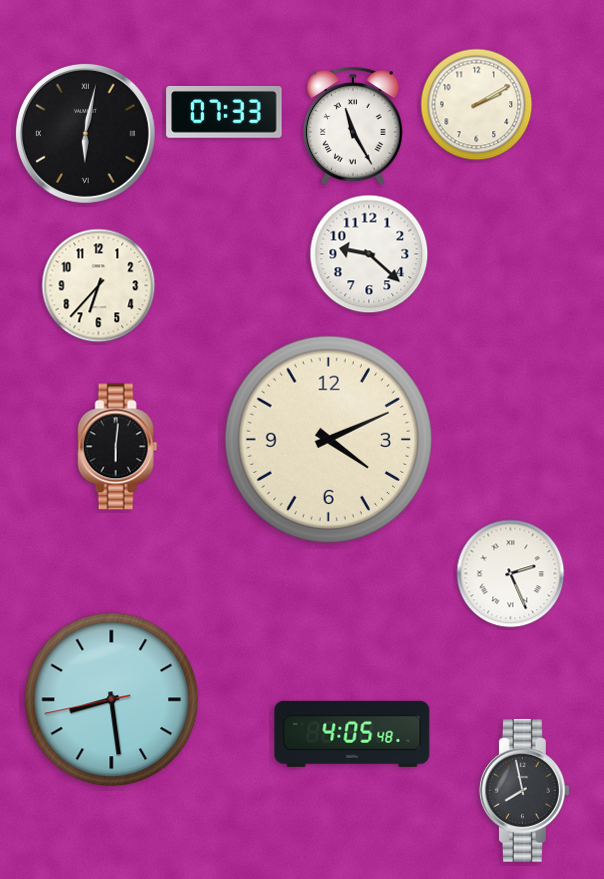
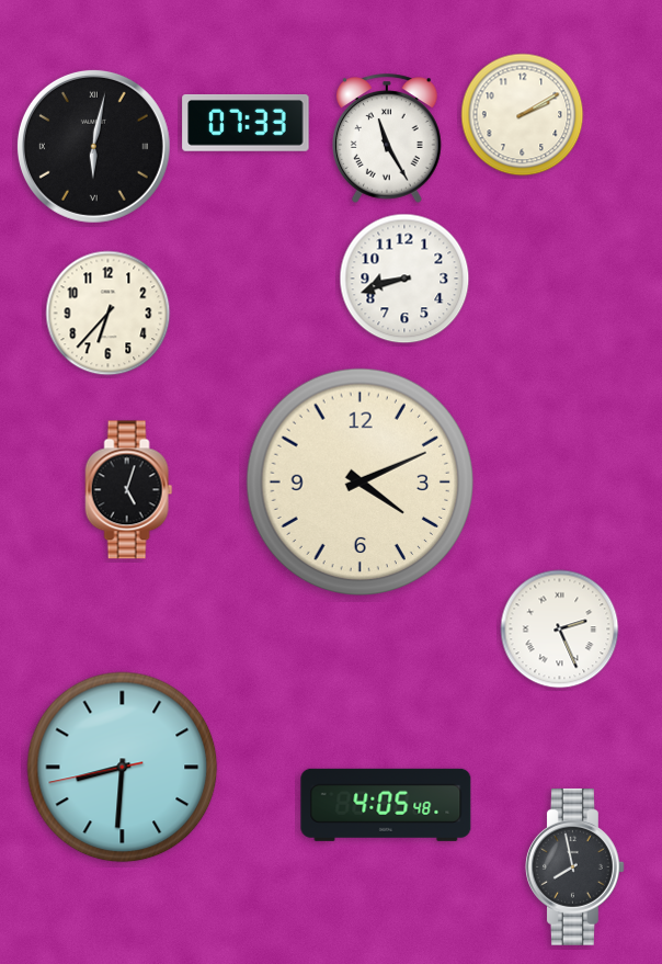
clock at (369, 254): 9:22 -> 8:42
clock at (118, 447): 6:01 -> 5:03
clock at (112, 700): 8:28 -> 8:30
